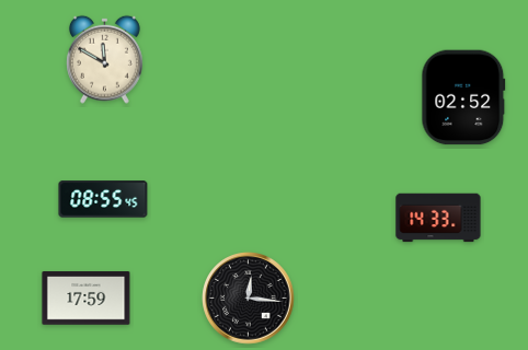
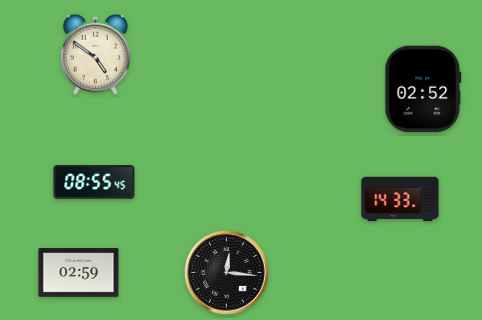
clock at (104, 59): 11:50 -> 4:51
clock at (87, 299): 17:59 -> 02:59
